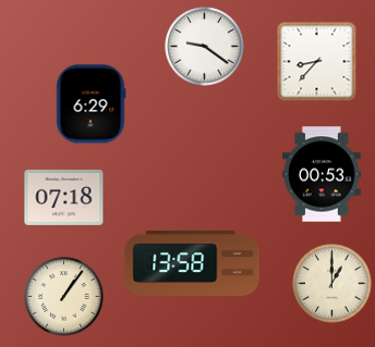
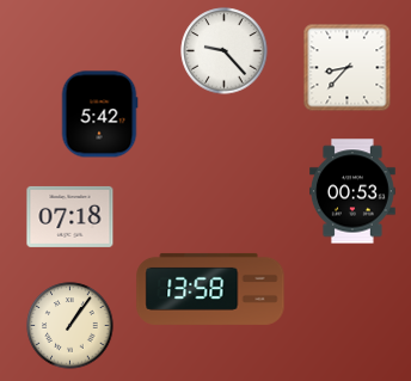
clock at (205, 47): 9:21 -> 9:23
clock at (90, 104): 6:29 -> 5:42
clock at (332, 284): 1:00 -> none
